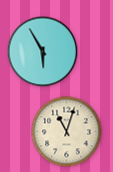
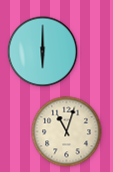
clock at (43, 52): 5:55 -> 6:00
